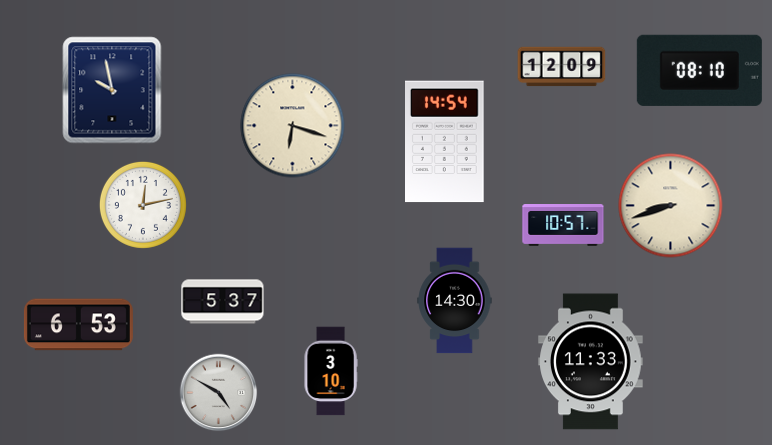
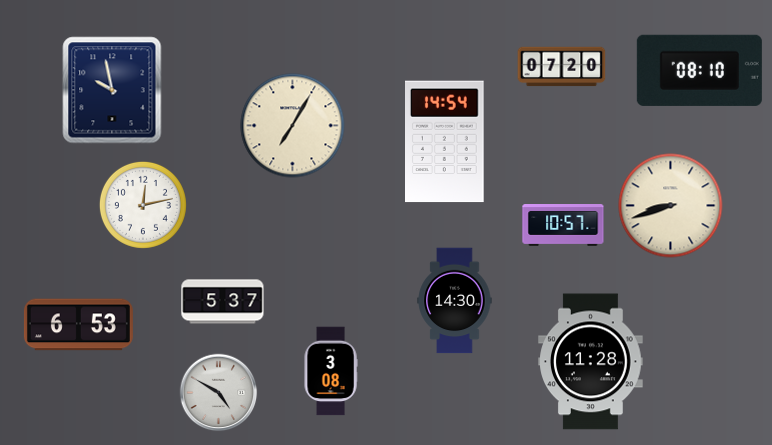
clock at (562, 67): 12:09 -> 07:20
clock at (293, 126): 6:18 -> 7:05
clock at (591, 362): 11:33 -> 11:28
clock at (331, 371): 3:10 -> 3:08
